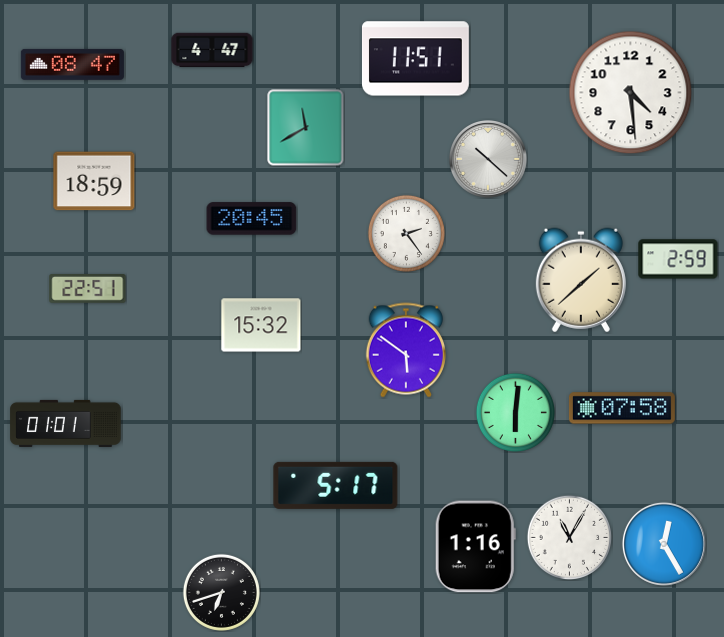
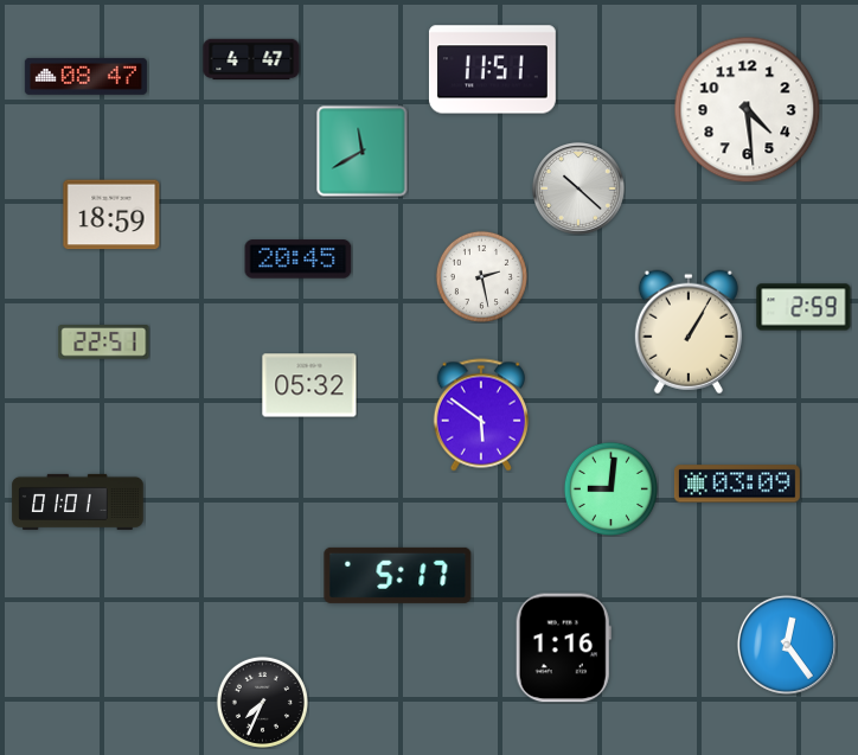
clock at (406, 233): 2:24 -> 2:28
clock at (581, 280): 1:38 -> 1:05
clock at (261, 325): 15:32 -> 05:32
clock at (622, 408): 07:58 -> 03:09
clock at (515, 412): 6:01 -> 9:01
clock at (569, 537): 11:05 -> none
clock at (664, 544): 12:25 -> 12:24
clock at (221, 592): 6:42 -> 7:34
